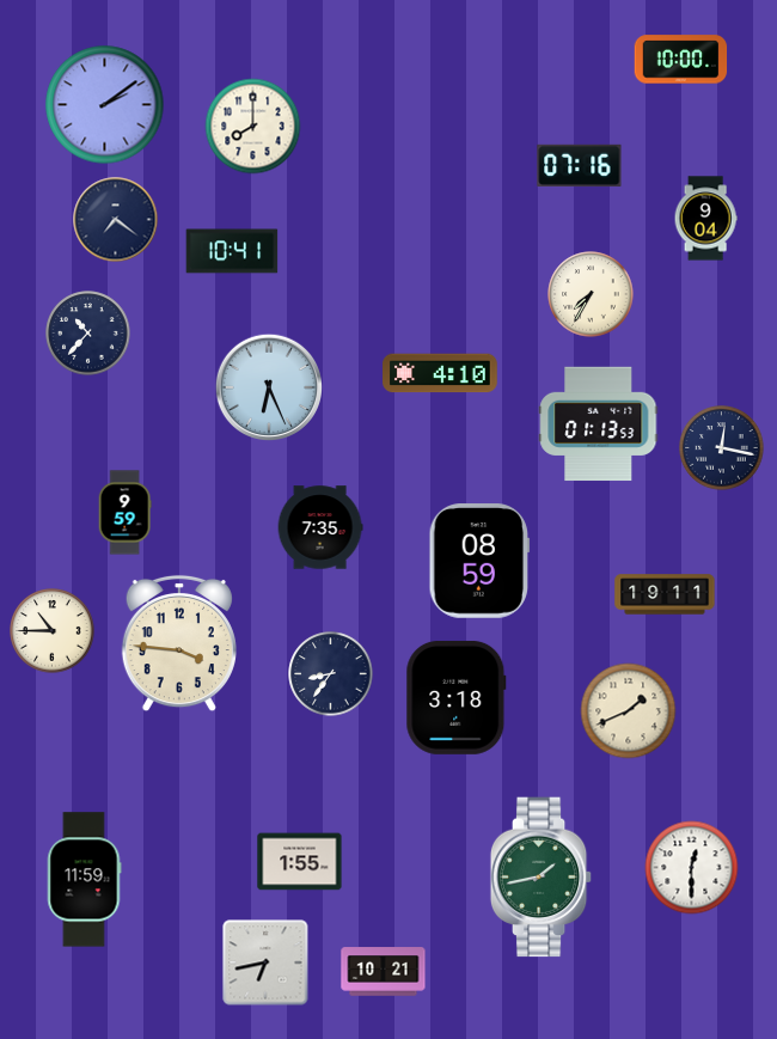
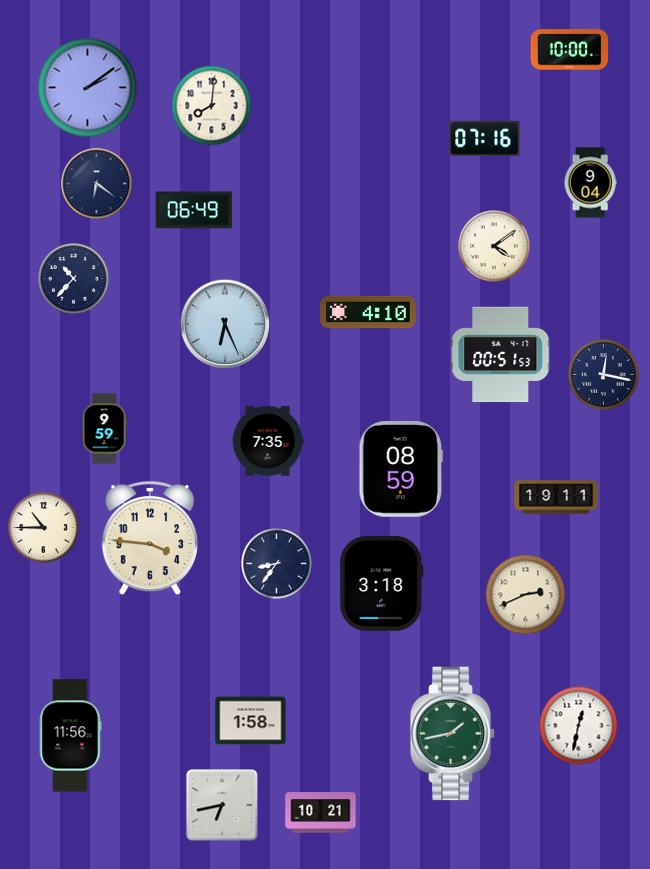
clock at (253, 127): 8:00 -> 8:01
clock at (116, 220): 7:21 -> 6:21
clock at (232, 251): 10:41 -> 06:49
clock at (591, 294): 7:35 -> 4:09
clock at (599, 424): 01:13 -> 00:51
clock at (629, 711): 1:41 -> 2:41
clock at (300, 862): 1:55 -> 1:58
clock at (692, 868): 12:30 -> 12:32
clock at (84, 880): 11:59 -> 11:56
